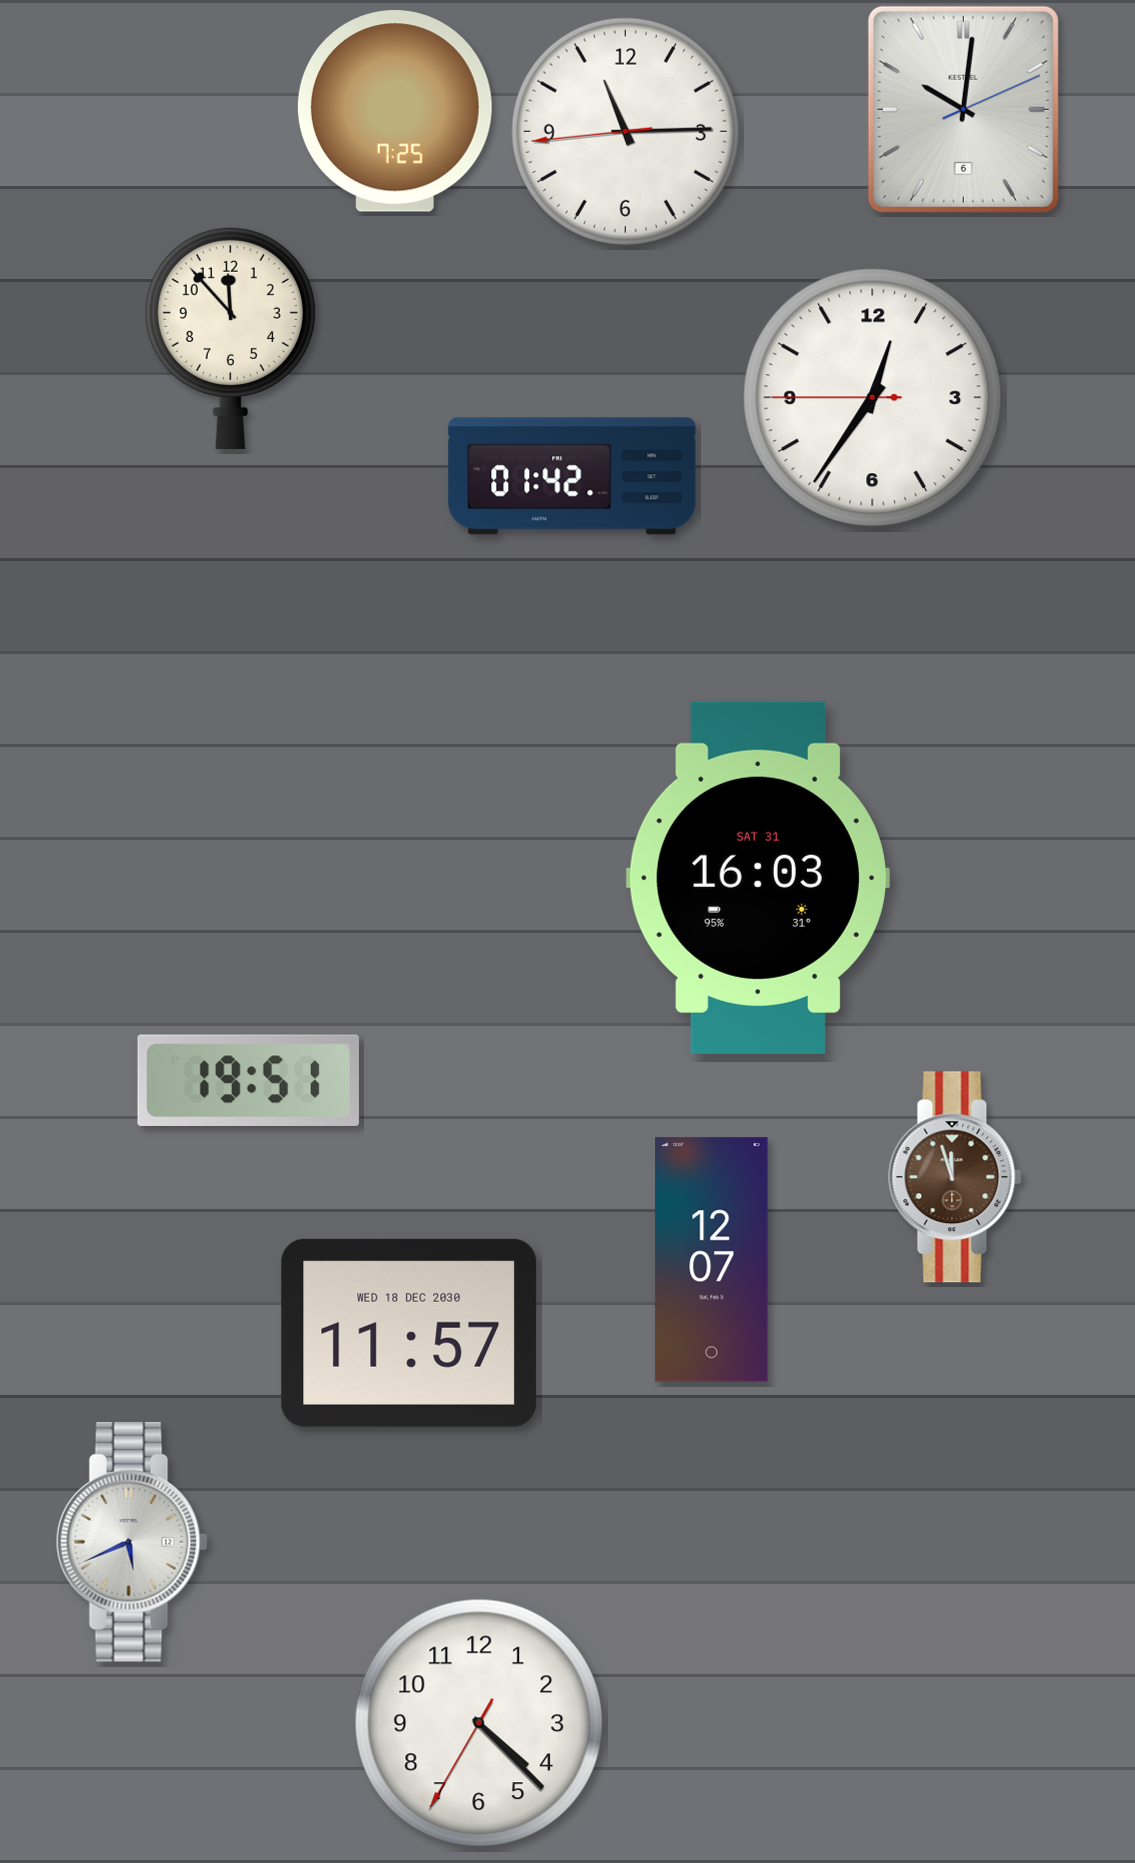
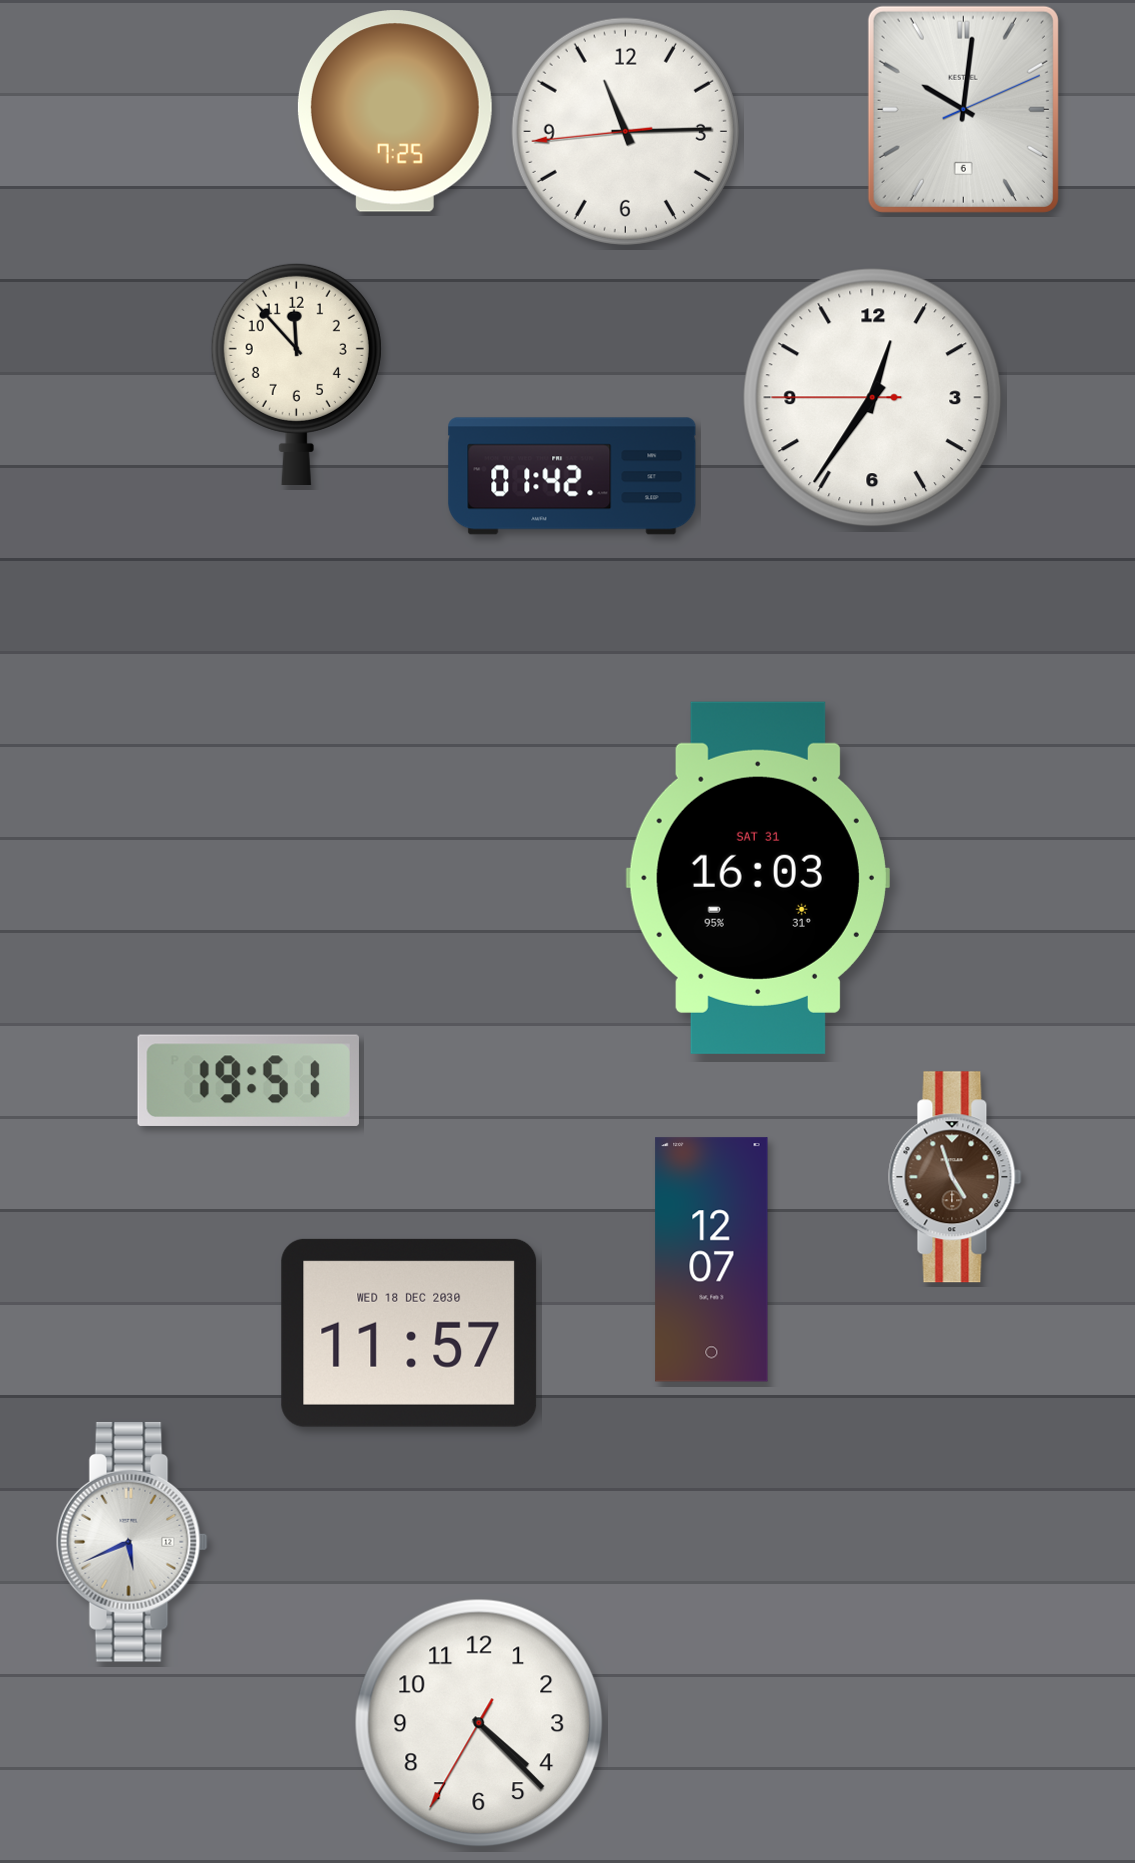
clock at (230, 337) position: (230, 337) -> (296, 373)
clock at (955, 1177): 11:57 -> 4:57
